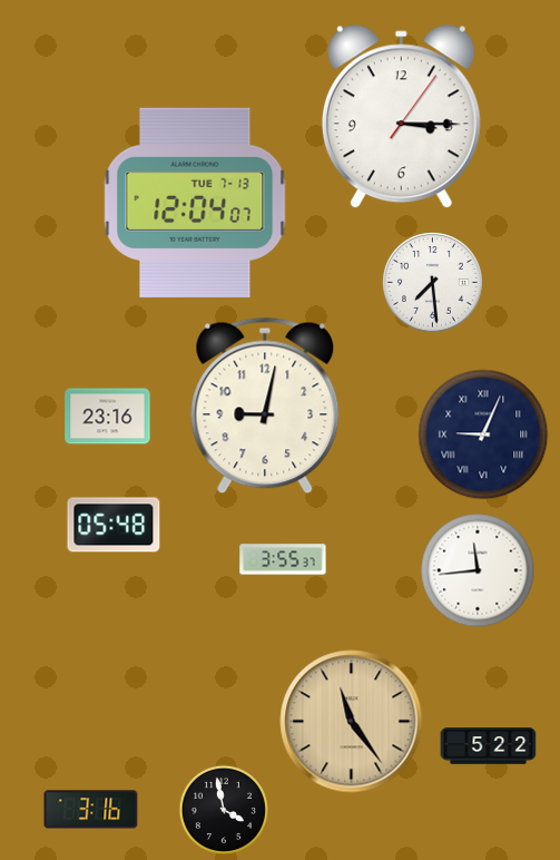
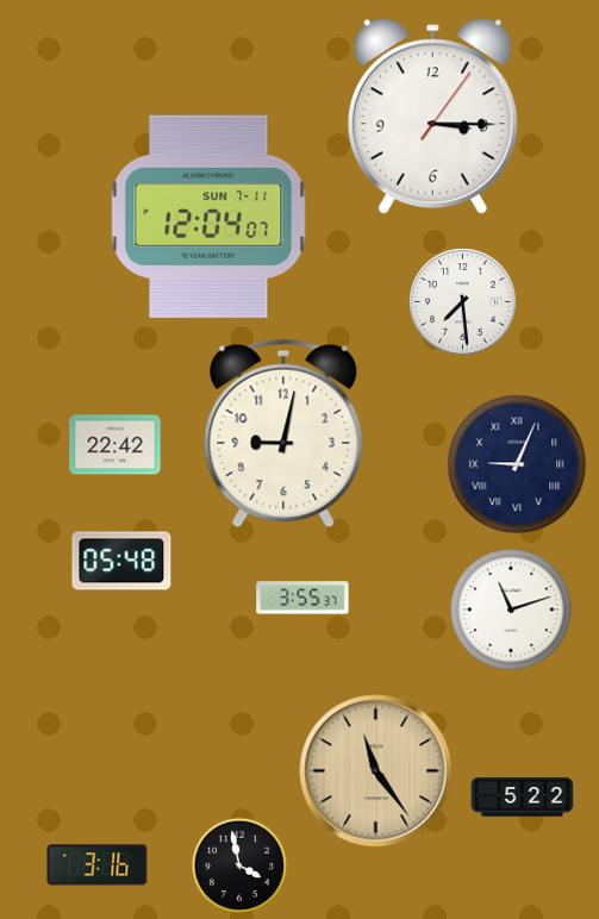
clock at (401, 117) position: (401, 117) -> (432, 117)
clock at (195, 203) date: TUE 7-13 -> SUN 7-11
clock at (108, 417): 23:16 -> 22:42
clock at (478, 570): 11:44 -> 11:12
